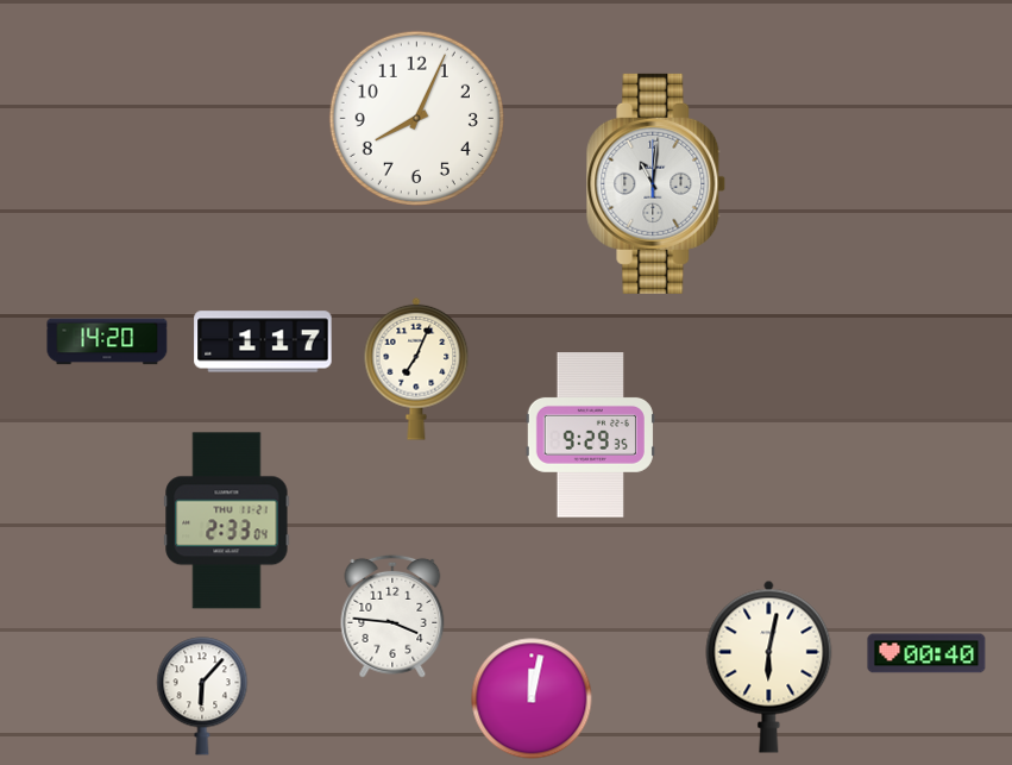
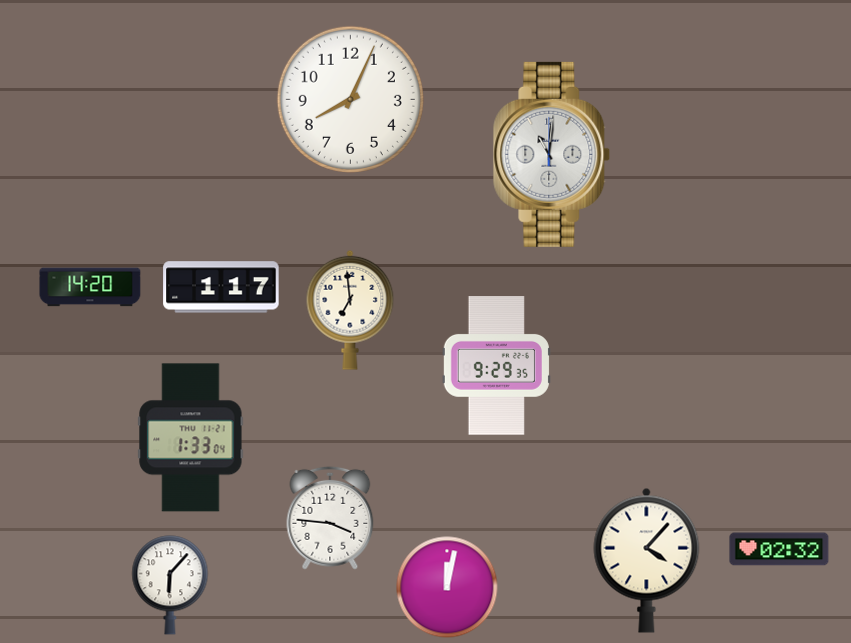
clock at (416, 369): 7:04 -> 6:59
clock at (227, 521): 2:33 -> 1:33
clock at (926, 653): 00:40 -> 02:32
clock at (769, 666): 6:02 -> 4:07
